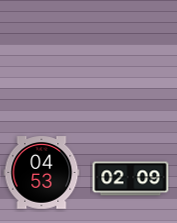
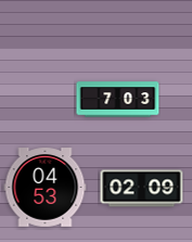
clock at (118, 100): none -> 7:03
clock at (131, 179) position: (131, 179) -> (142, 189)
